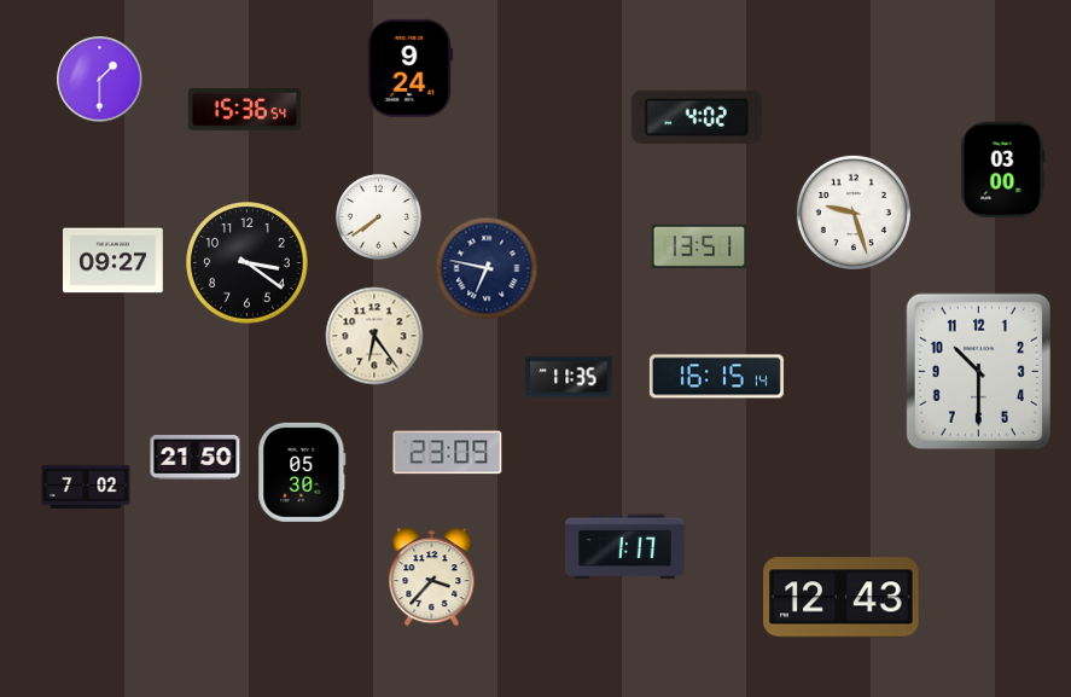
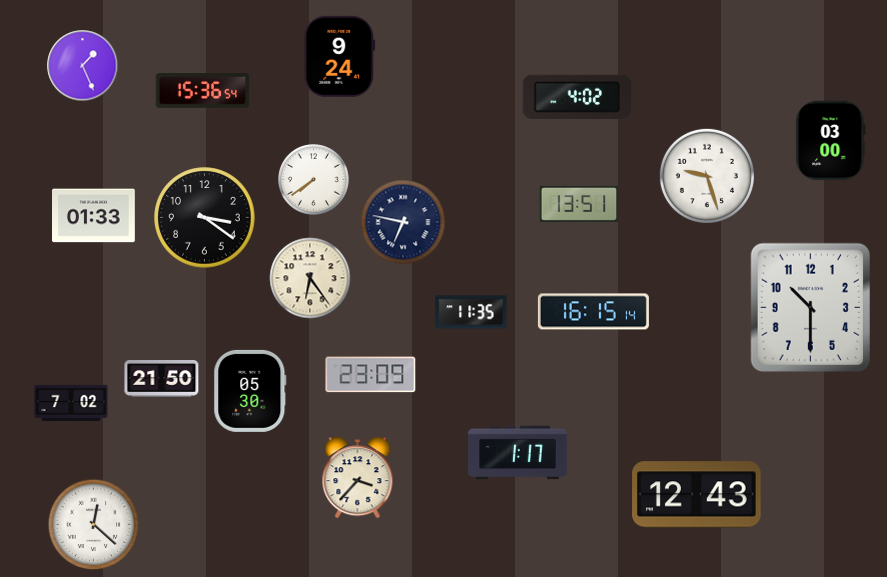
clock at (100, 80): 1:30 -> 1:26
clock at (113, 261): 09:27 -> 01:33
clock at (94, 525): none -> 12:22
